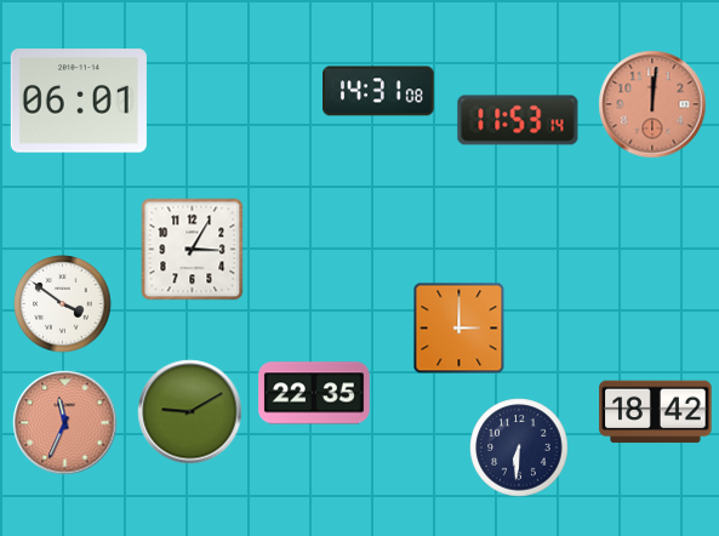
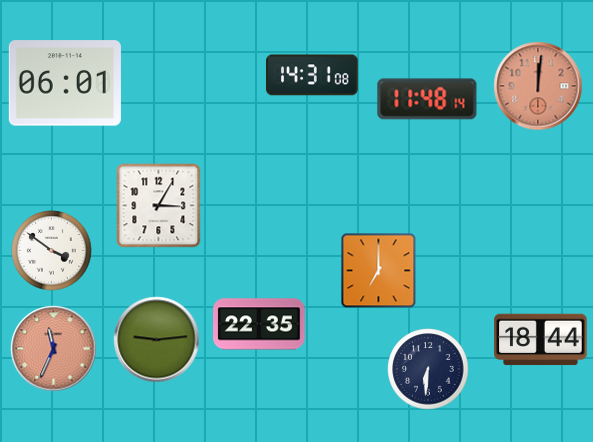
clock at (518, 120): 11:53 -> 11:48
clock at (460, 329): 3:00 -> 7:00
clock at (190, 412): 9:10 -> 9:14
clock at (656, 412): 18:42 -> 18:44
